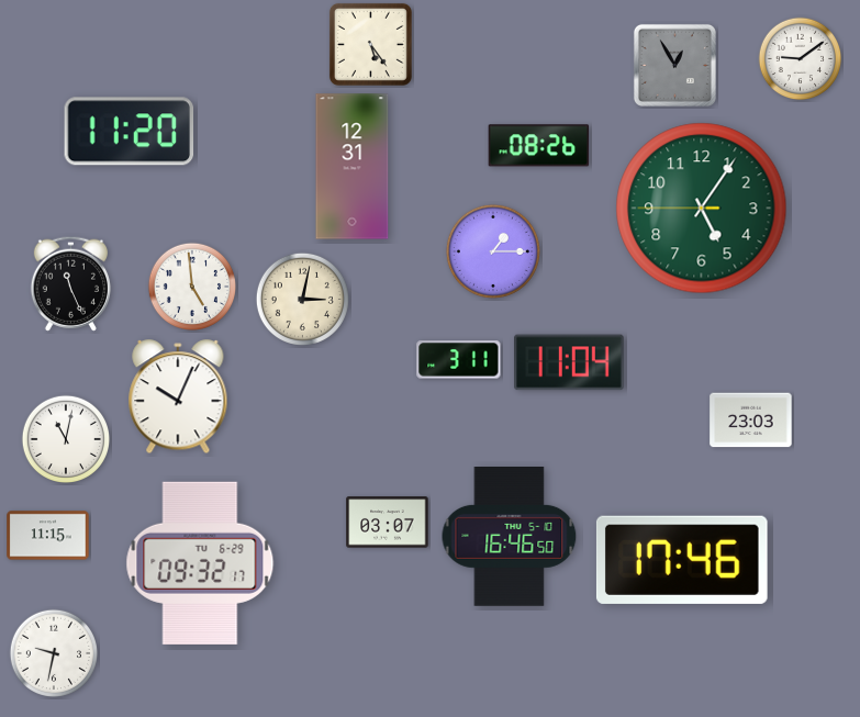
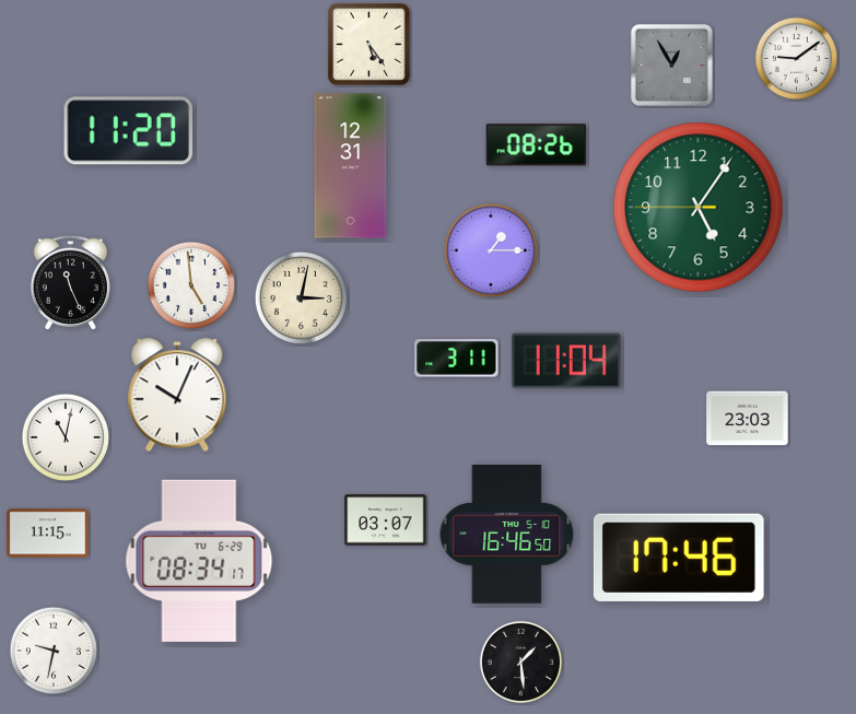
clock at (200, 563): 09:32 -> 08:34
clock at (521, 663): none -> 1:29
